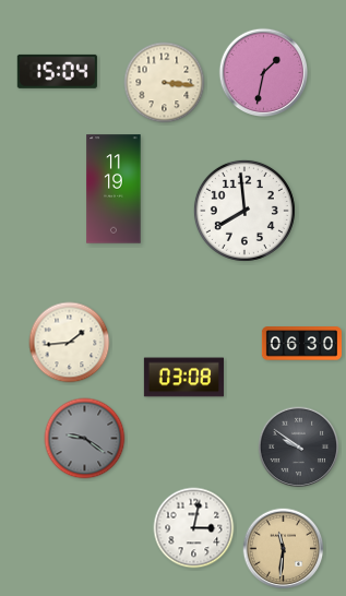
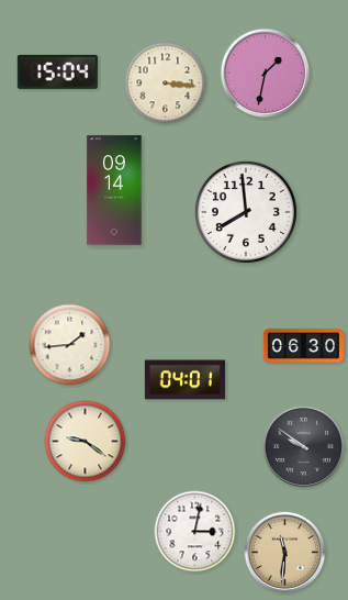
clock at (114, 189): 11:19 -> 09:14
clock at (183, 378): 03:08 -> 04:01
clock at (85, 439) dial: grey -> cream
clock at (299, 448) position: (299, 448) -> (304, 447)
